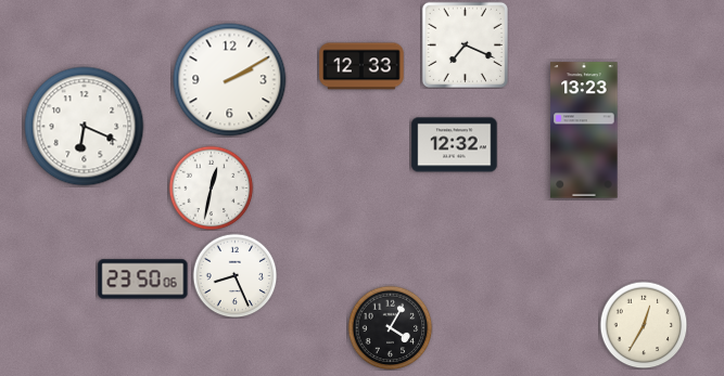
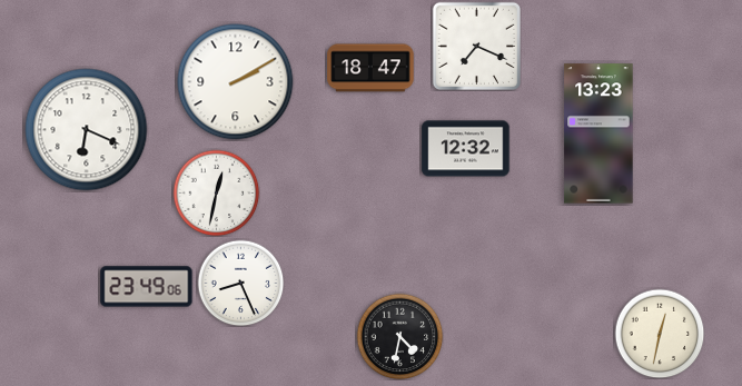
clock at (361, 66): 12:33 -> 18:47
clock at (143, 280): 23:50 -> 23:49
clock at (644, 325): 12:35 -> 12:32
clock at (390, 327): 4:05 -> 4:32
